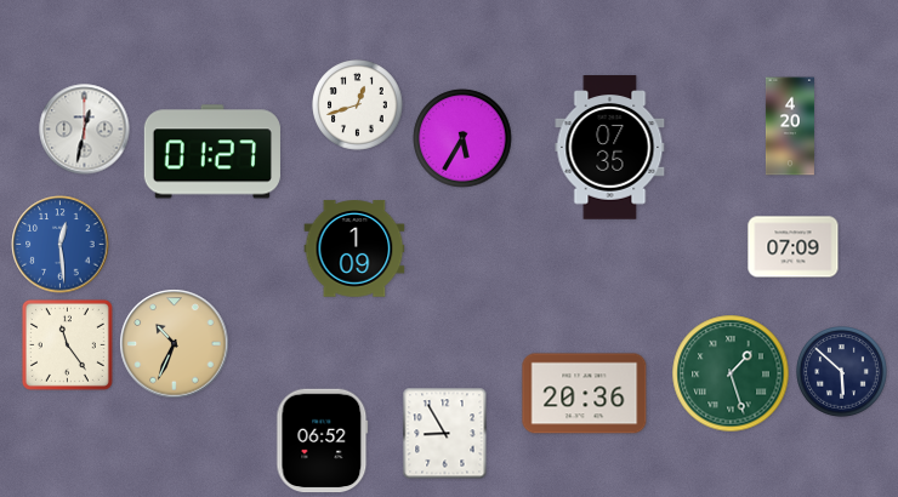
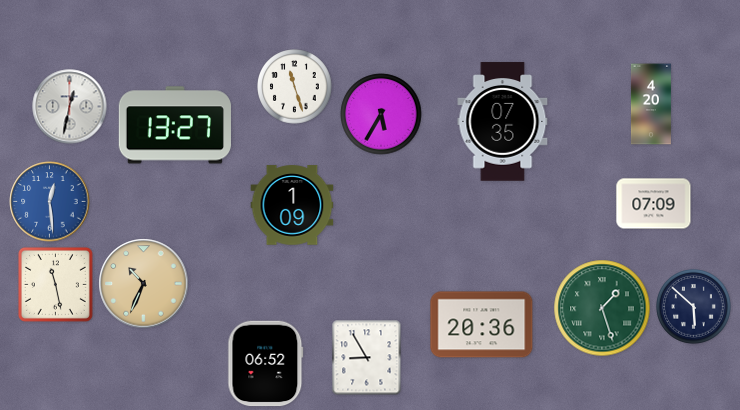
clock at (358, 105): 12:42 -> 11:27
clock at (212, 152): 01:27 -> 13:27
clock at (67, 344): 11:24 -> 11:28
